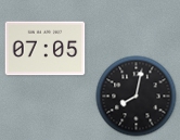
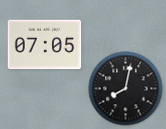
clock at (46, 49) position: (46, 49) -> (45, 45)
